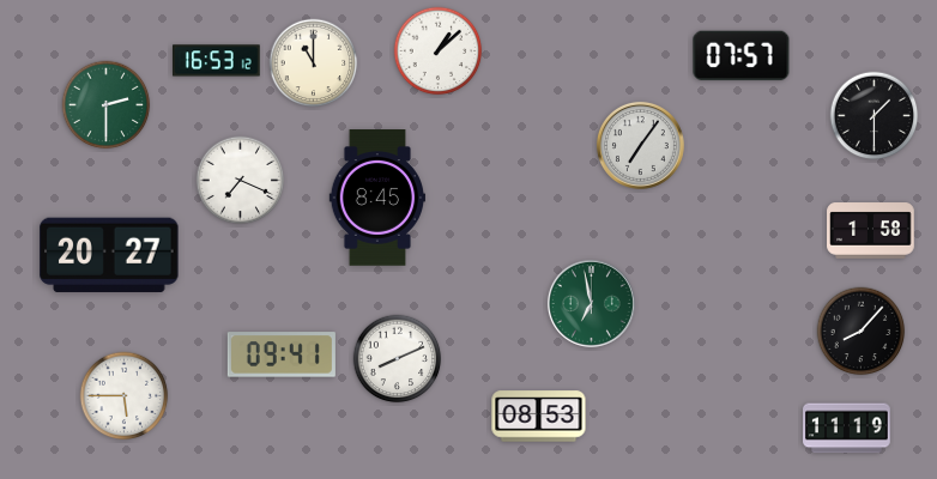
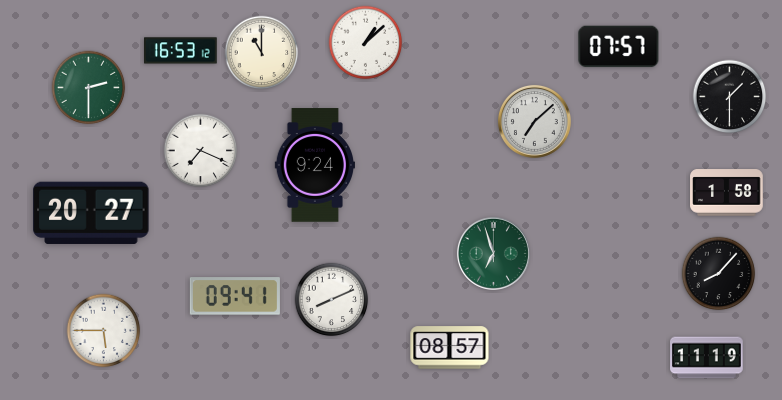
clock at (640, 145): 7:06 -> 7:08
clock at (376, 198): 8:45 -> 9:24
clock at (591, 303): 6:58 -> 6:57
clock at (862, 332) position: (862, 332) -> (719, 274)
clock at (539, 417): 08:53 -> 08:57
